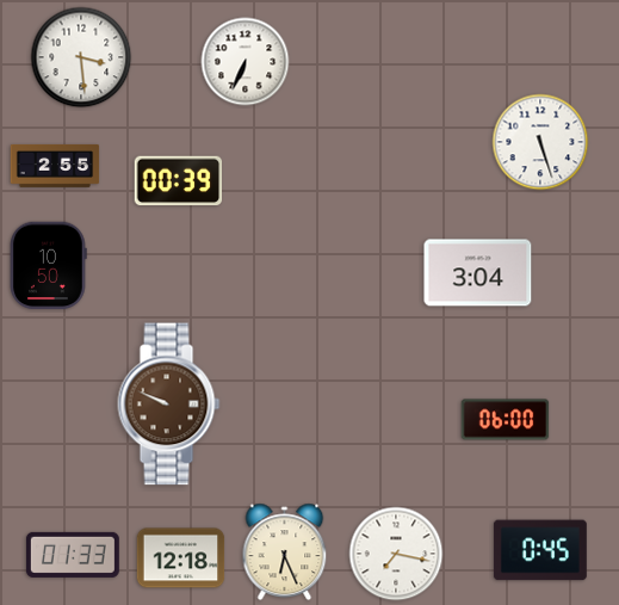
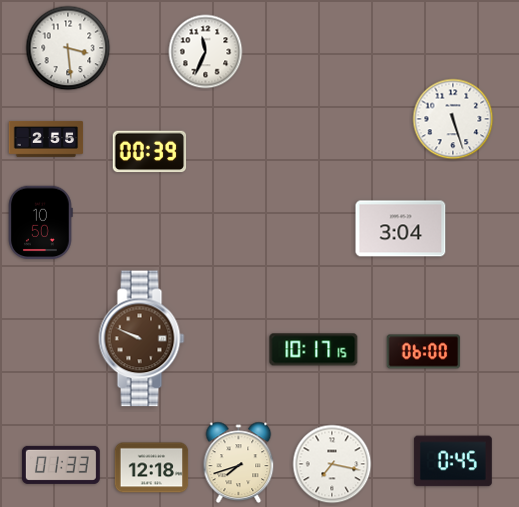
clock at (246, 62): 6:34 -> 11:34
clock at (314, 350): none -> 10:17
clock at (285, 552): 6:26 -> 7:42
